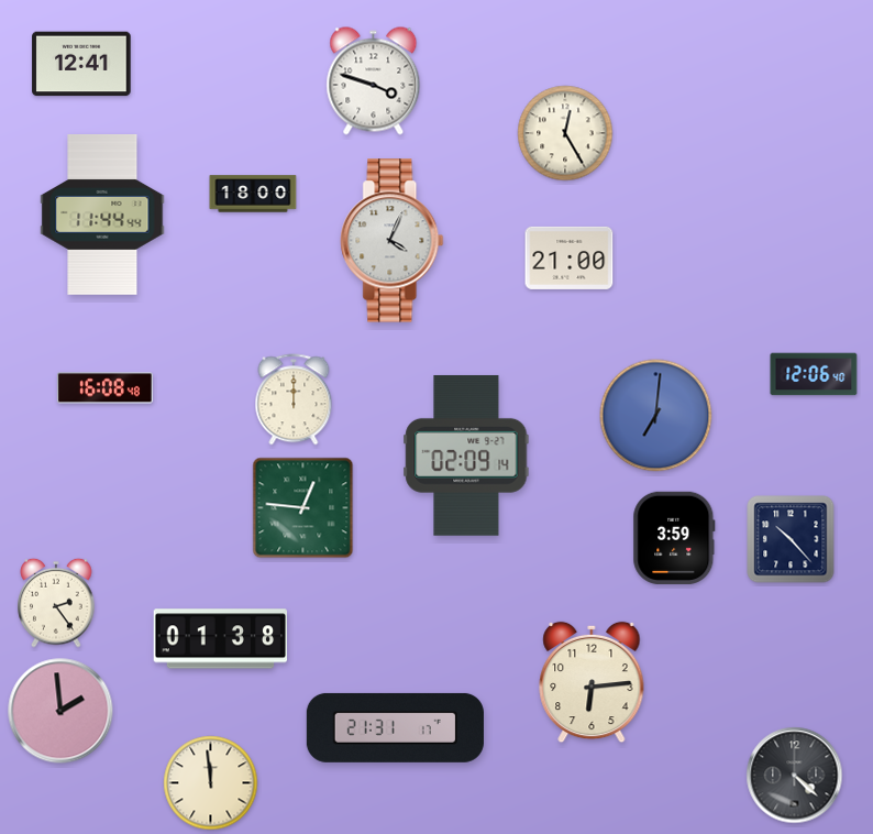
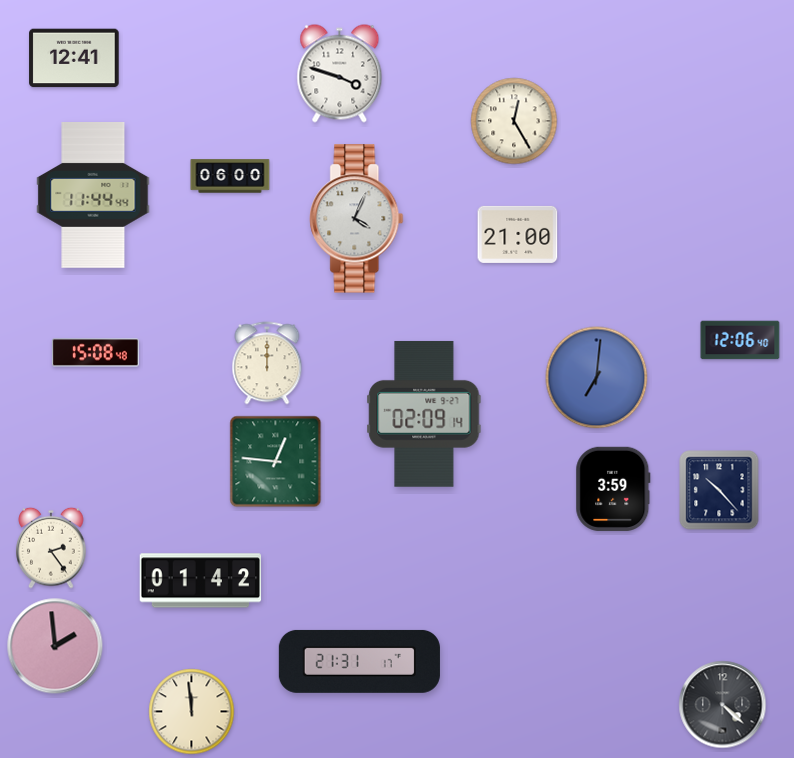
clock at (253, 194): 18:00 -> 06:00
clock at (104, 388): 16:08 -> 15:08
clock at (221, 639): 01:38 -> 01:42
clock at (592, 682): 6:14 -> none
